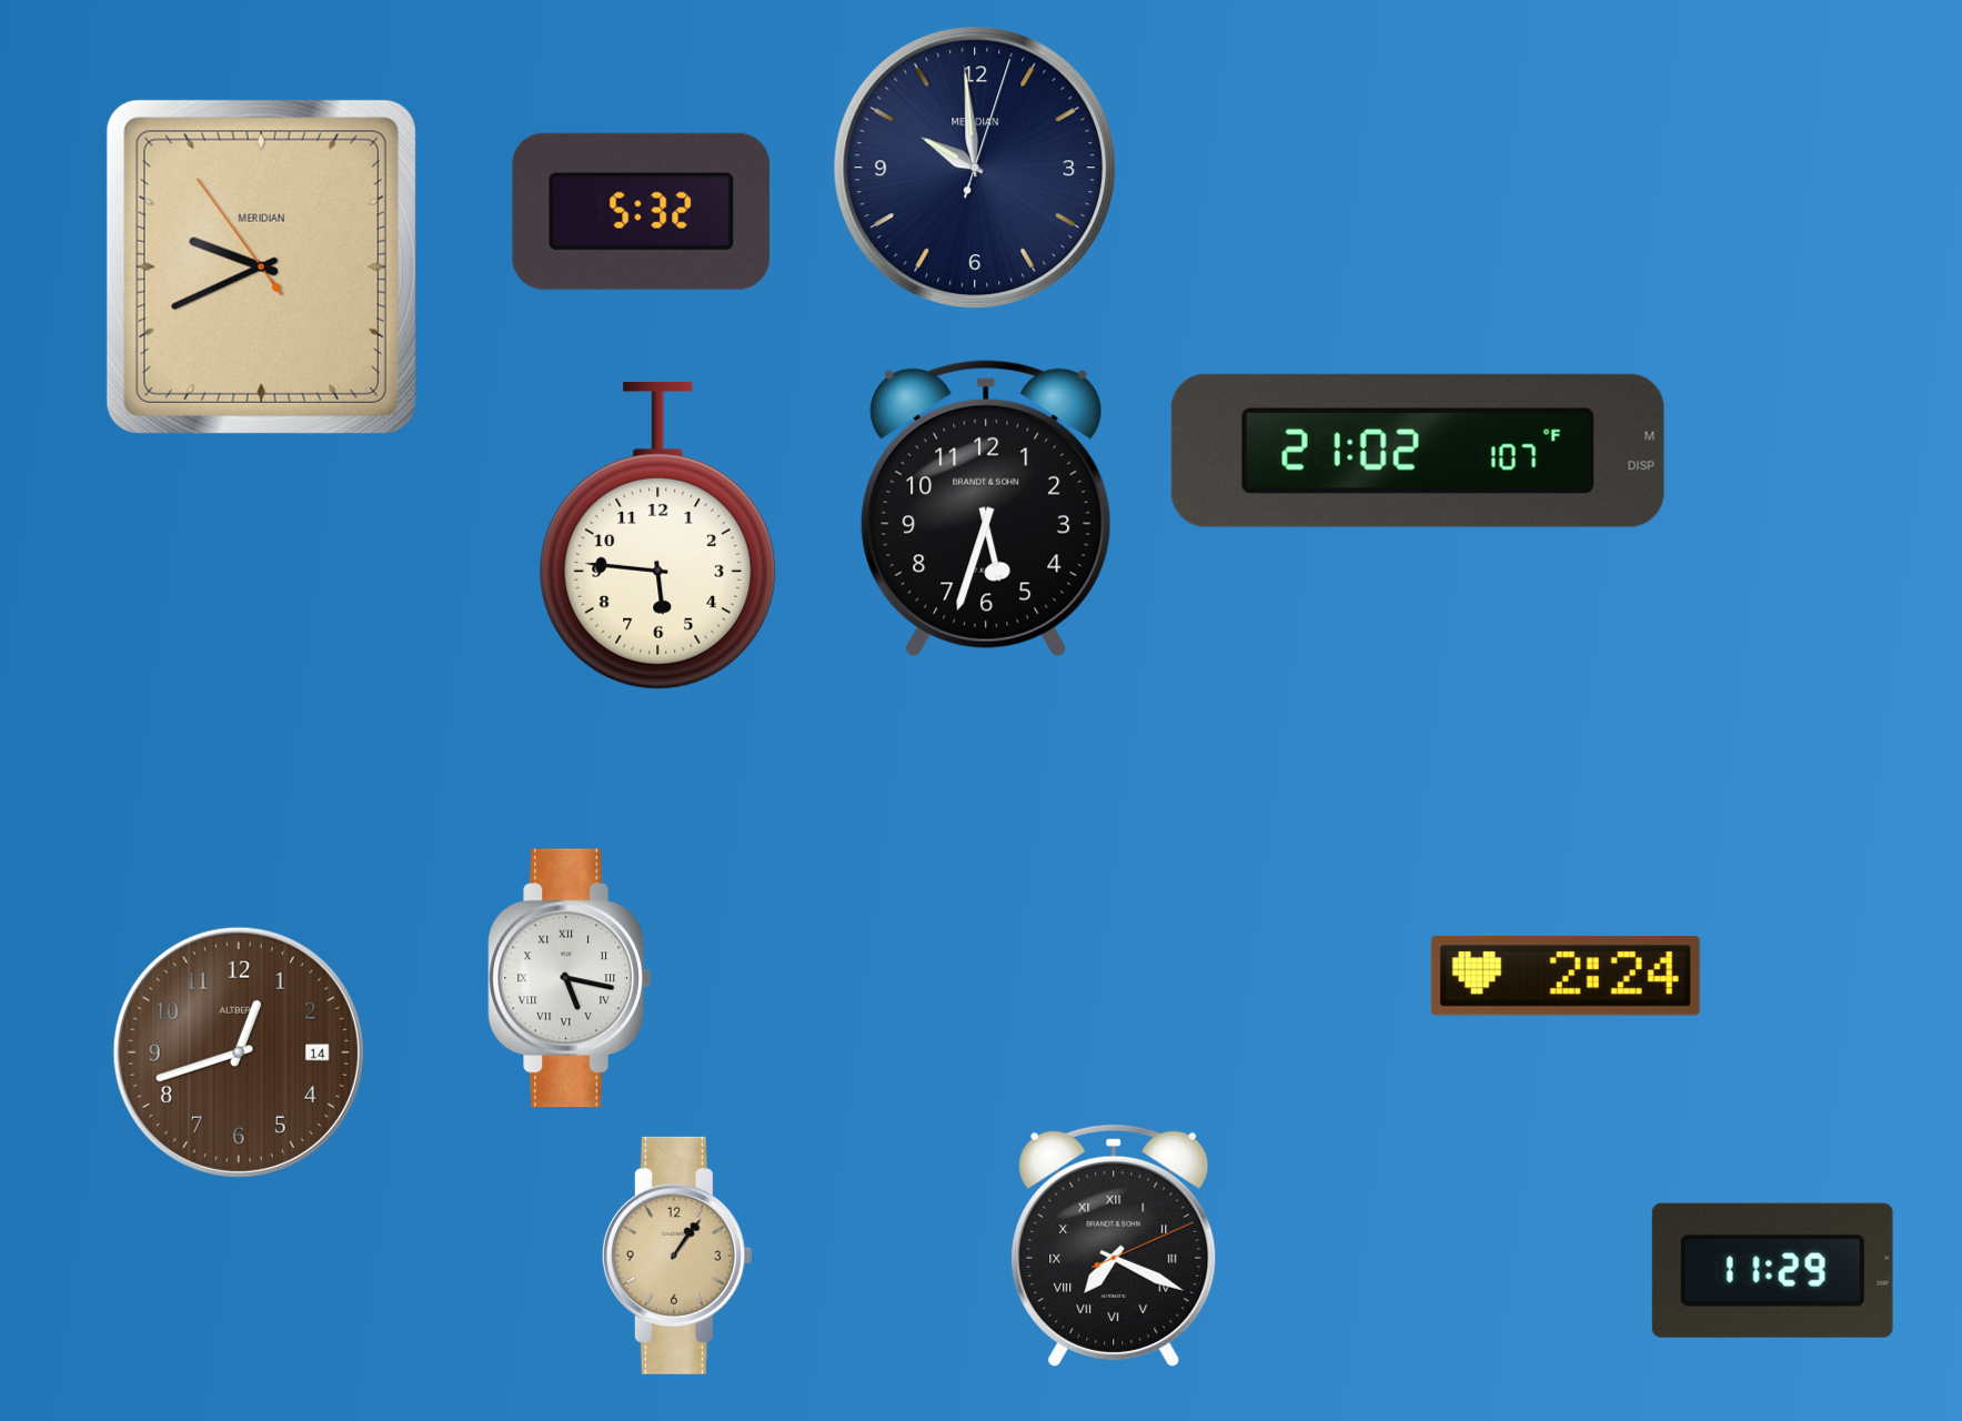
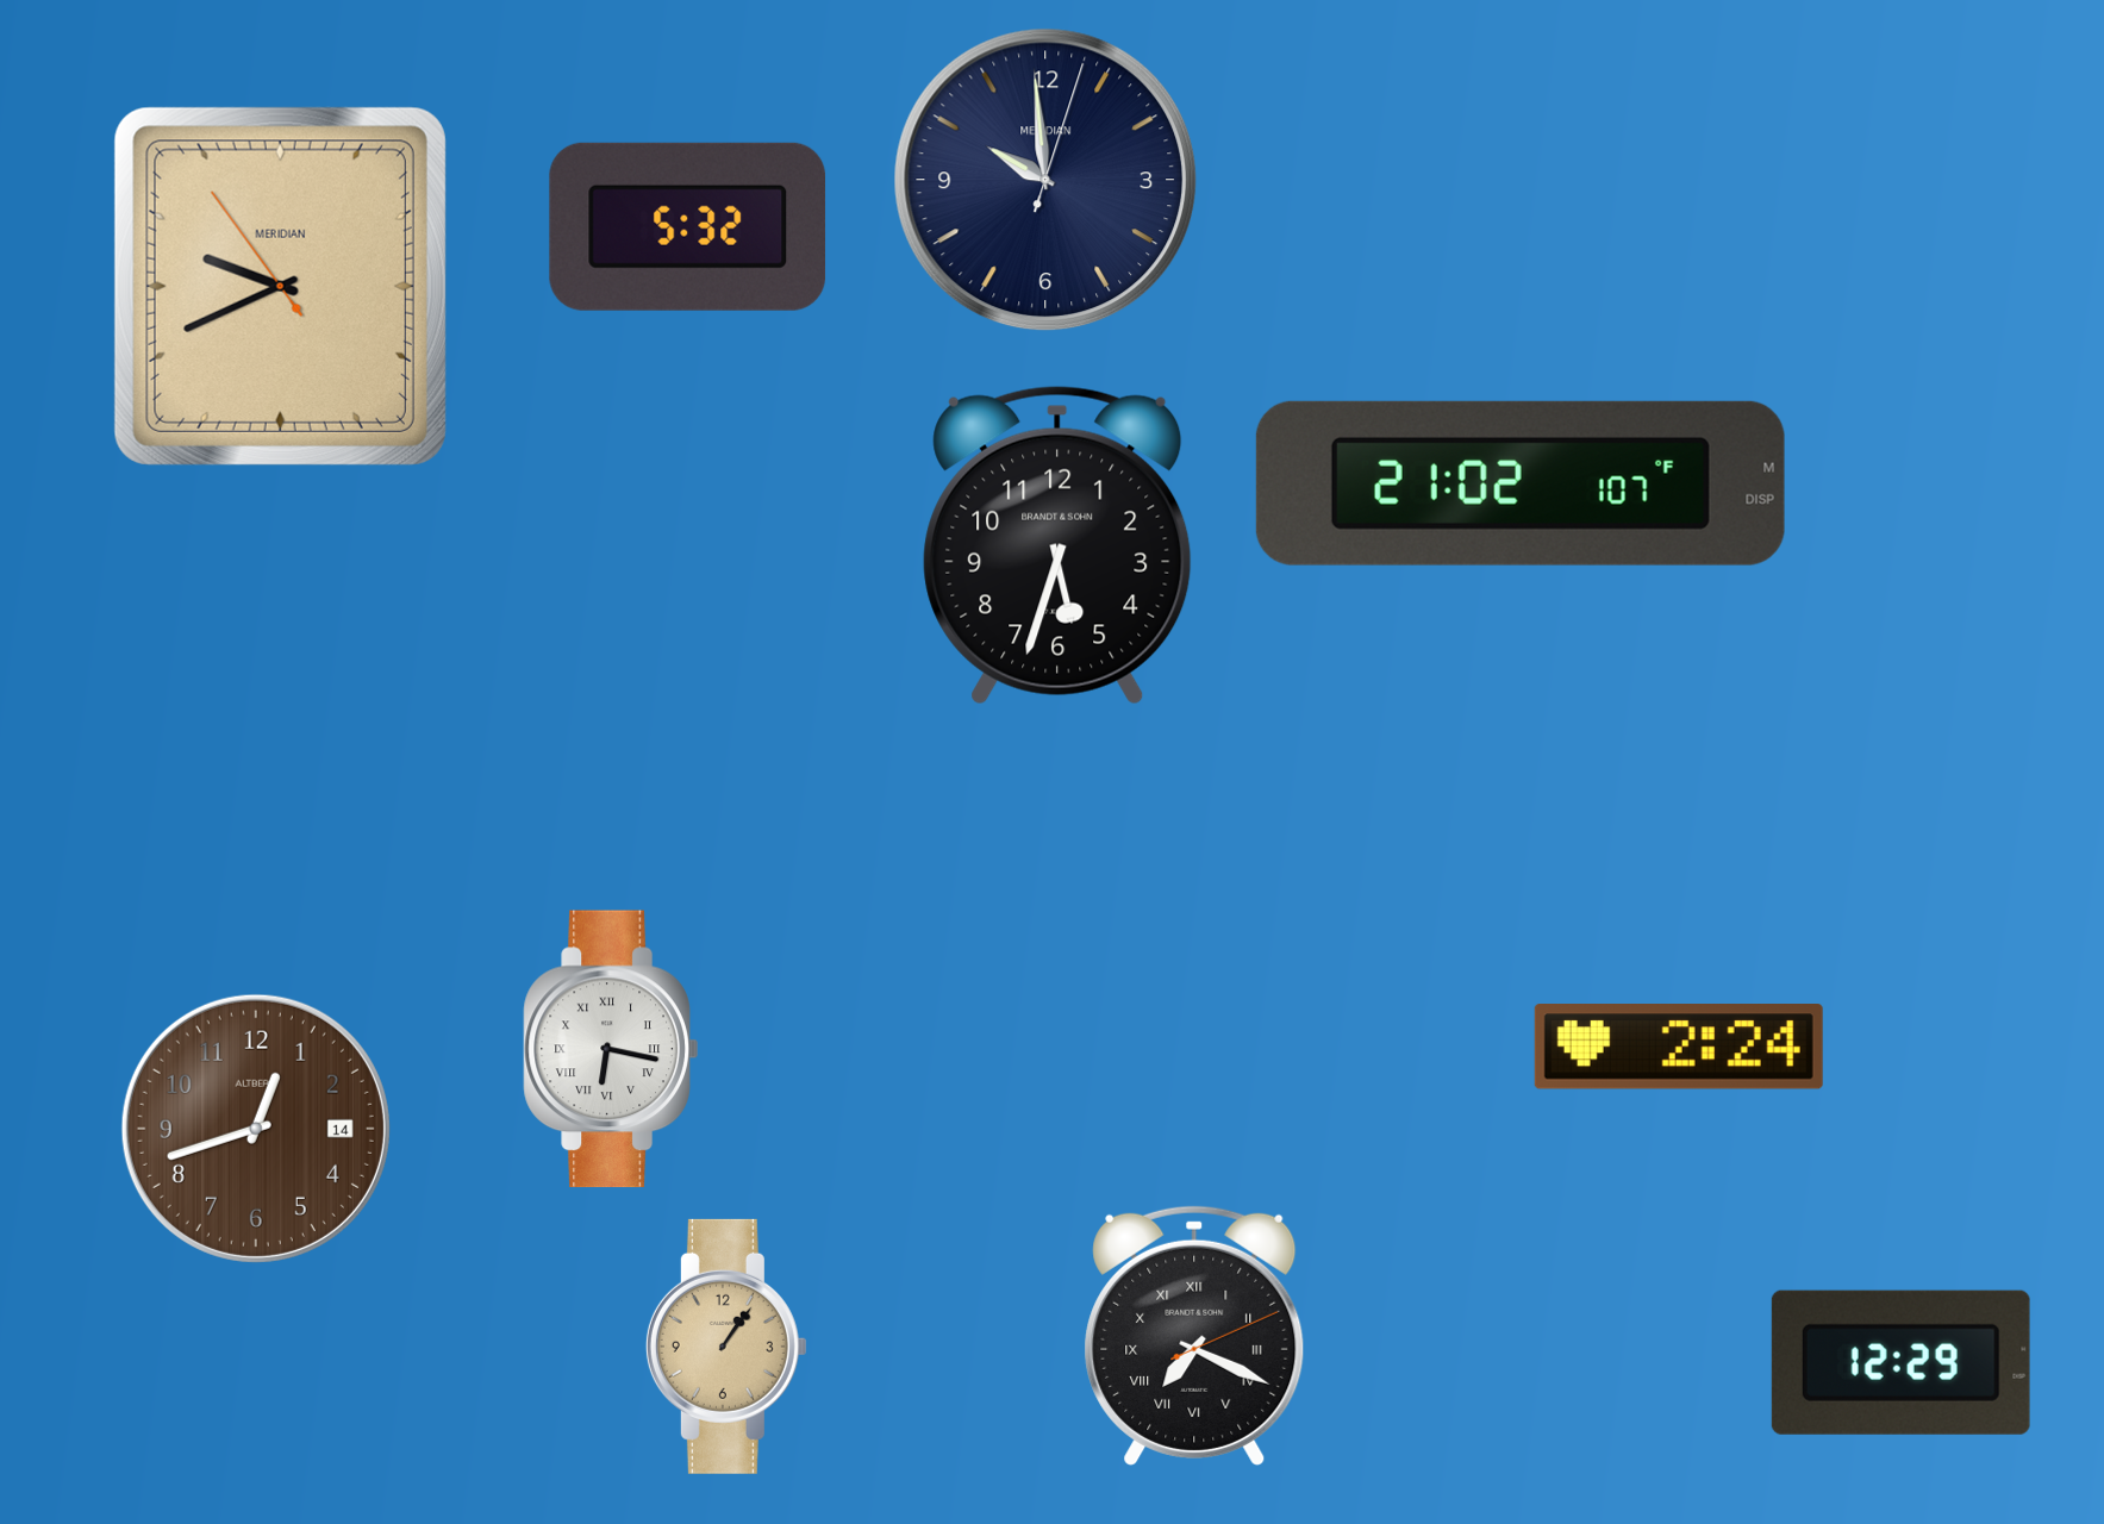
clock at (658, 535): 5:46 -> none
clock at (570, 978): 5:17 -> 6:17
clock at (1772, 1270): 11:29 -> 12:29
